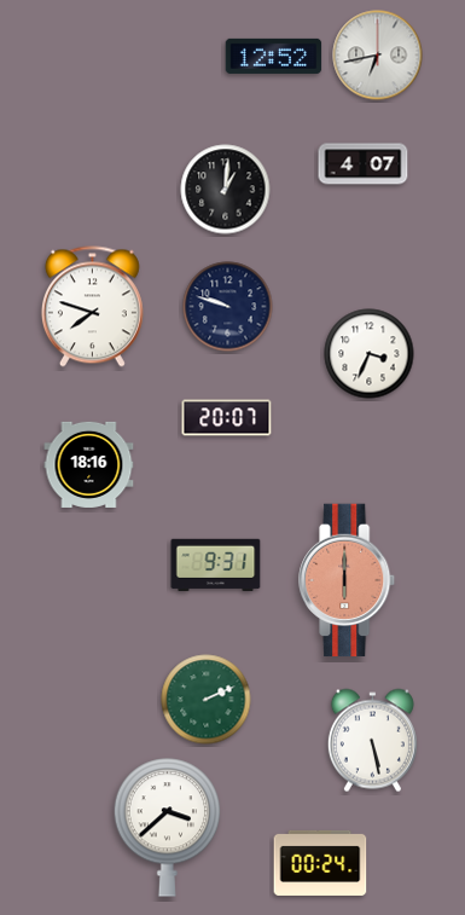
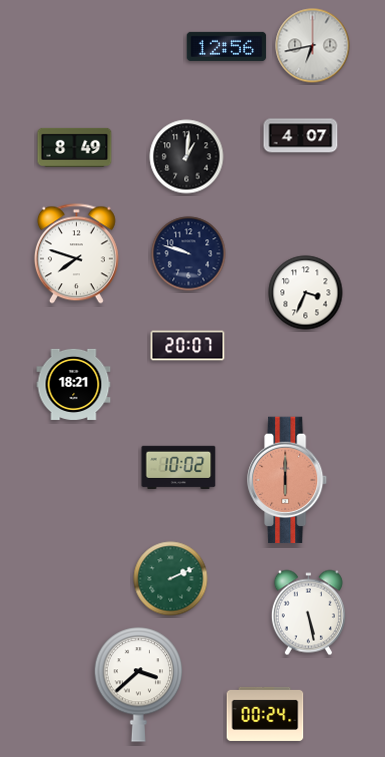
clock at (274, 56): 12:52 -> 12:56
clock at (75, 147): none -> 8:49
clock at (89, 464): 18:16 -> 18:21
clock at (216, 564): 9:31 -> 10:02
